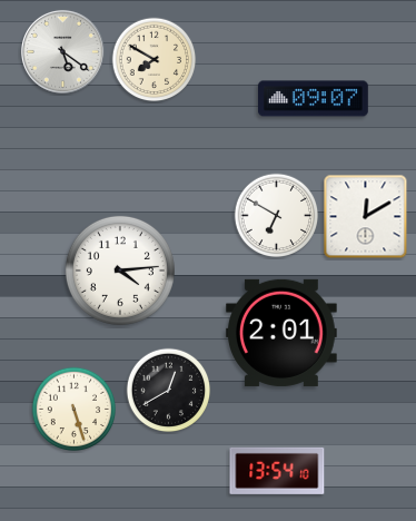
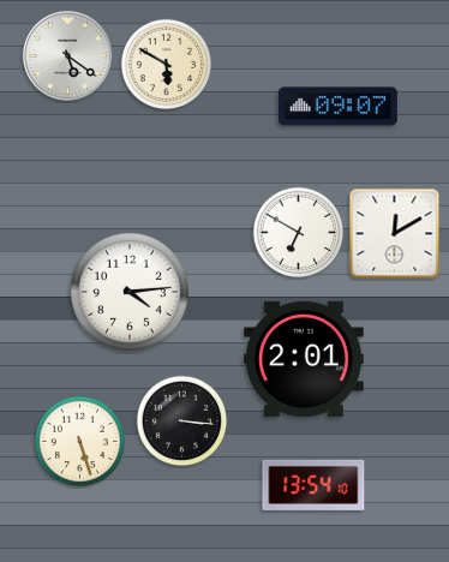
clock at (155, 60): 7:50 -> 5:50
clock at (169, 391): 12:40 -> 3:16
clock at (277, 471) position: (277, 471) -> (313, 485)
